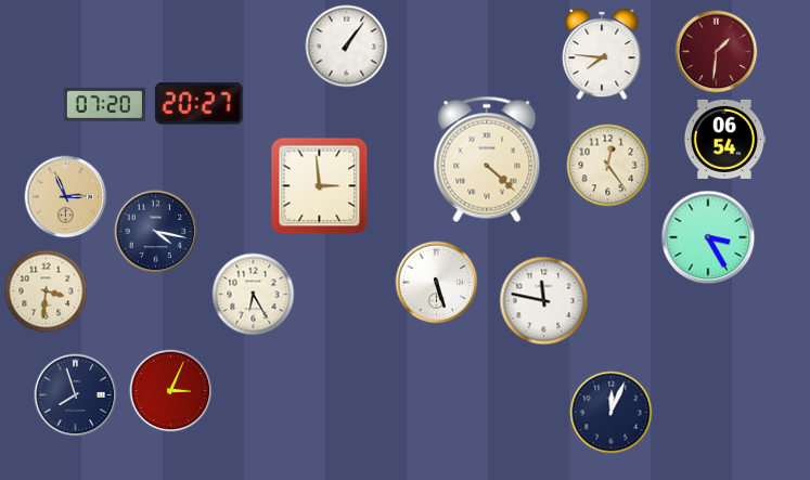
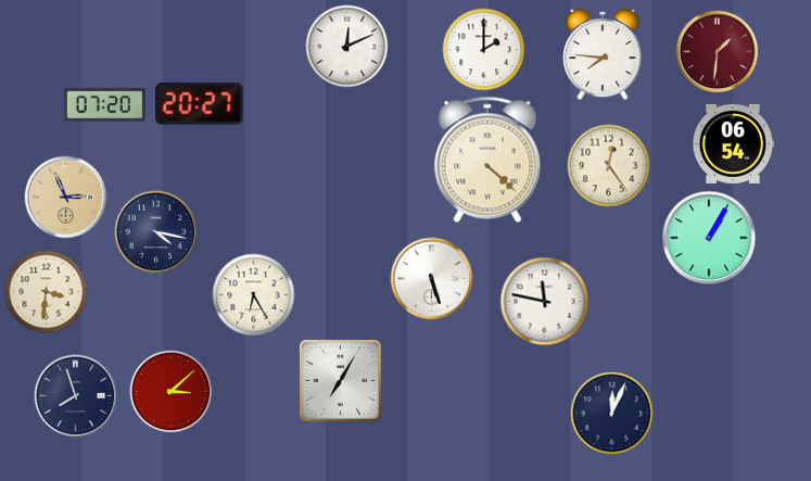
clock at (347, 47): 1:06 -> 12:11
clock at (484, 50): none -> 2:00
clock at (724, 139) position: (724, 139) -> (733, 143)
clock at (320, 186): 2:59 -> none
clock at (708, 237): 3:25 -> 1:05
clock at (437, 283) position: (437, 283) -> (432, 279)
clock at (340, 380): none -> 7:05
clock at (171, 391): 3:04 -> 3:08
